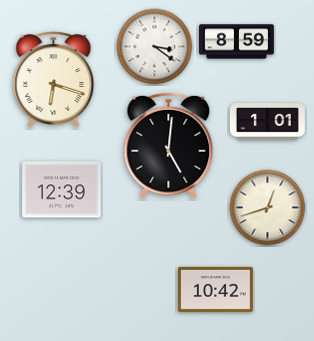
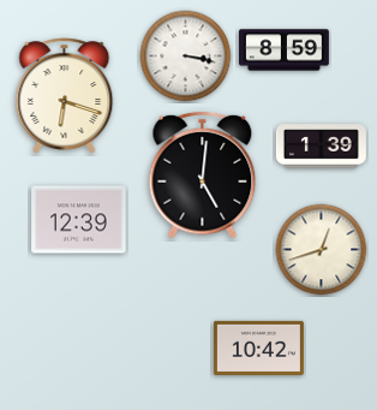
clock at (155, 47): 3:21 -> 3:17
clock at (267, 122): 1:01 -> 1:39
clock at (62, 190) position: (62, 190) -> (79, 220)
